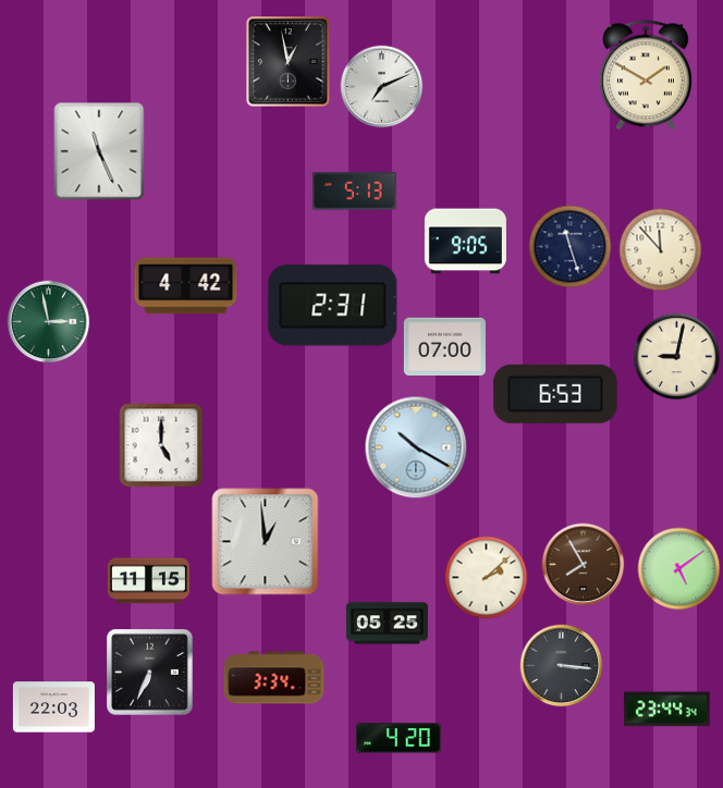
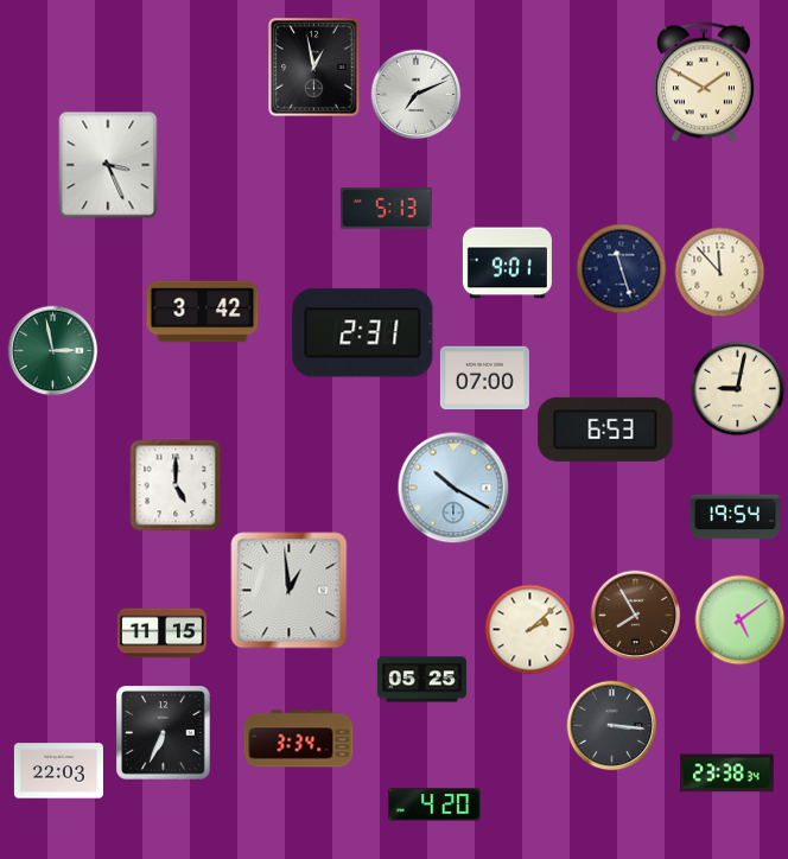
clock at (99, 151): 11:26 -> 3:26
clock at (465, 242): 9:05 -> 9:01
clock at (186, 286): 4:42 -> 3:42
clock at (735, 517): none -> 19:54
clock at (667, 710): 23:44 -> 23:38
